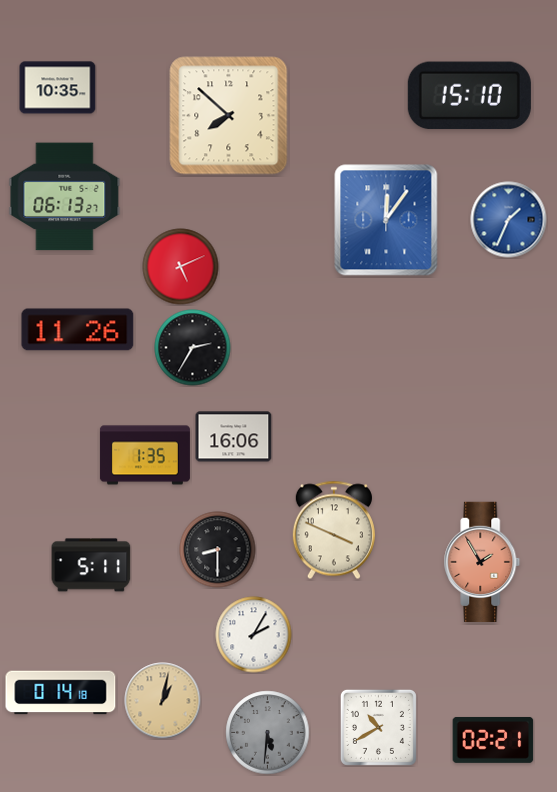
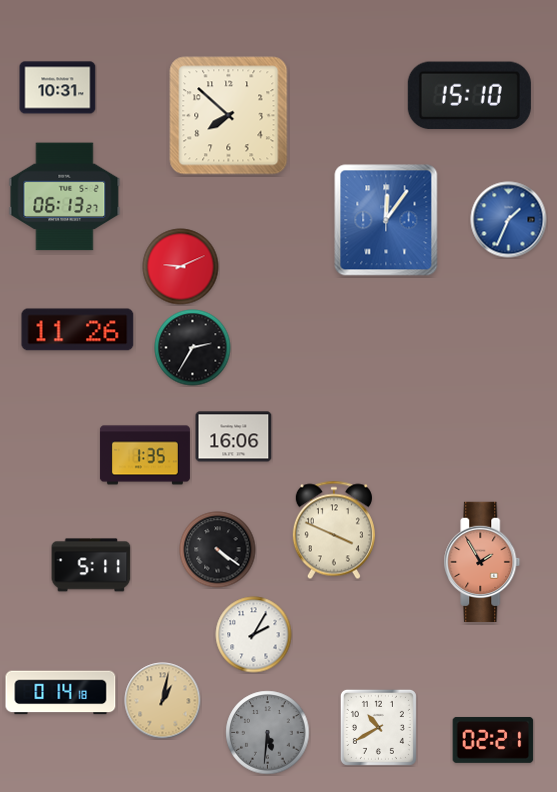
clock at (58, 88): 10:35 -> 10:31
clock at (181, 267): 5:11 -> 9:11
clock at (218, 550): 8:30 -> 4:21
